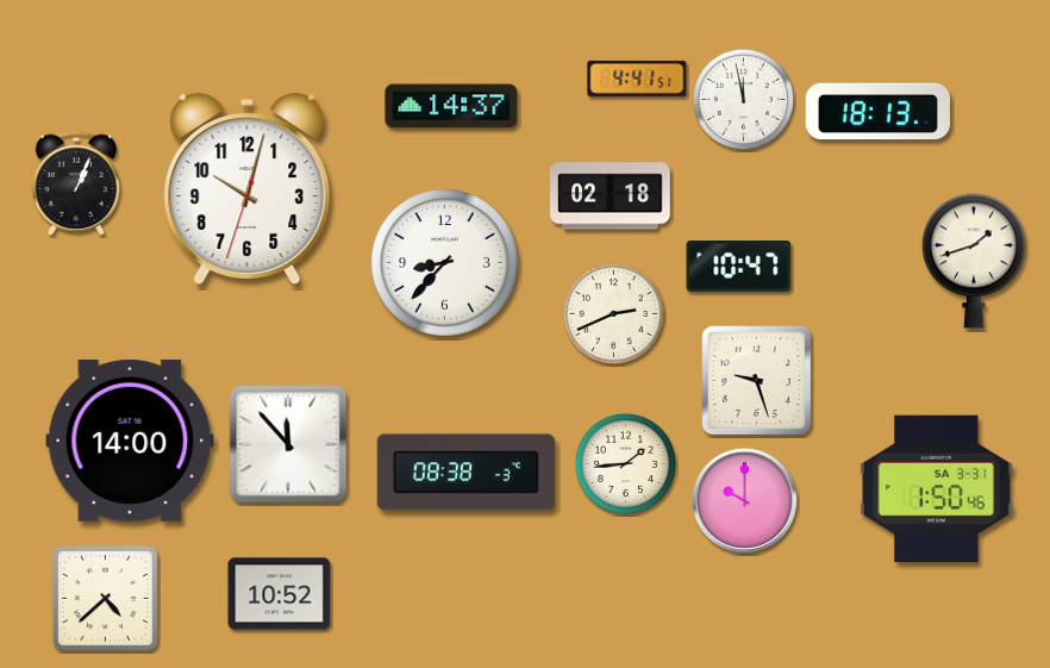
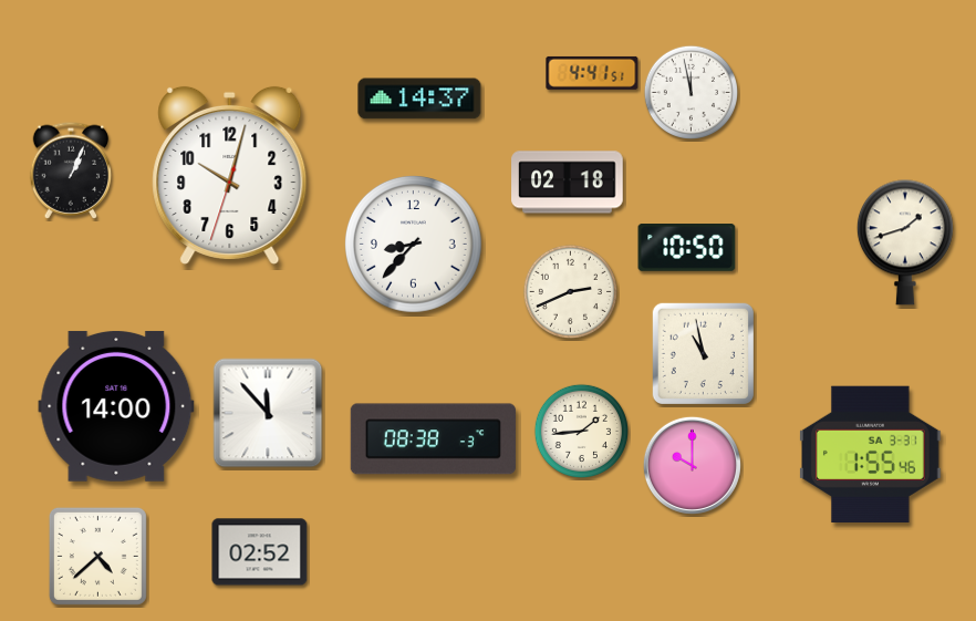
clock at (877, 112): 18:13 -> none
clock at (739, 267): 10:47 -> 10:50
clock at (756, 380): 9:27 -> 10:58
clock at (130, 441) position: (130, 441) -> (116, 406)
clock at (937, 488): 1:50 -> 1:55
clock at (280, 594): 10:52 -> 02:52
